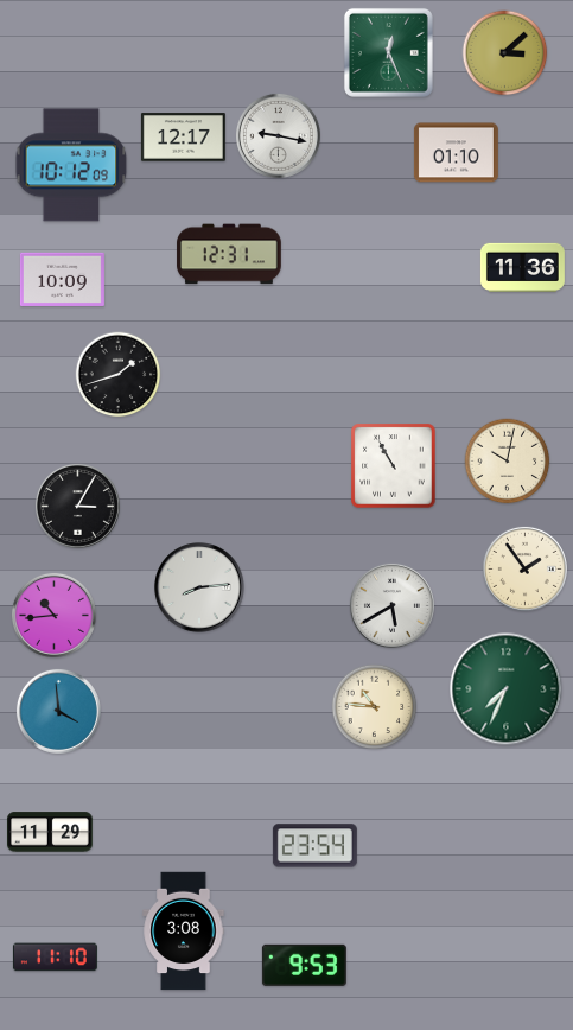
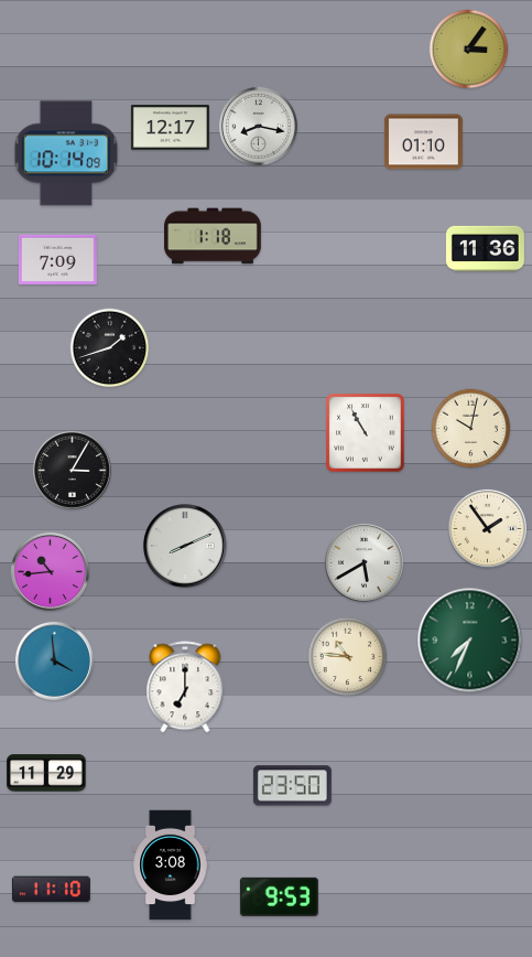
clock at (388, 52): 12:26 -> none
clock at (505, 53): 3:08 -> 3:06
clock at (278, 135): 9:17 -> 8:17
clock at (71, 165): 10:12 -> 10:14
clock at (229, 254): 12:31 -> 1:18
clock at (62, 279): 10:09 -> 7:09
clock at (199, 587): 8:14 -> 8:11
clock at (185, 687): none -> 7:00
clock at (314, 846): 23:54 -> 23:50
clock at (304, 965) position: (304, 965) -> (279, 896)
